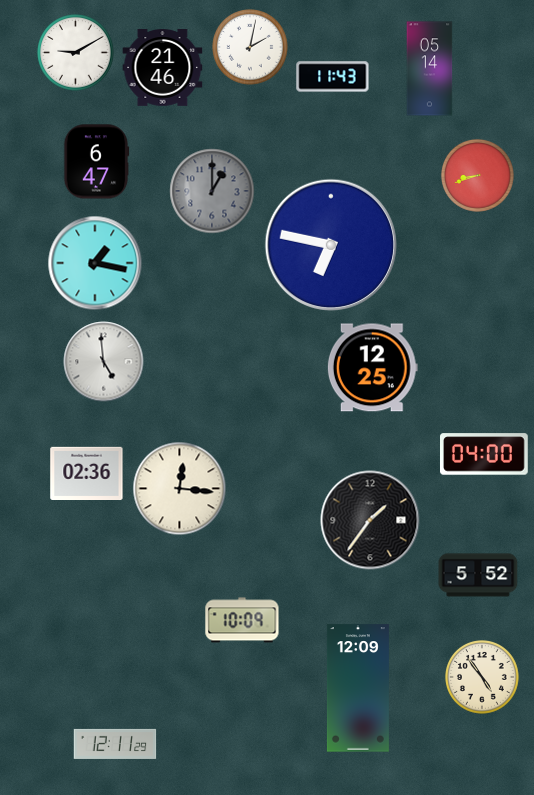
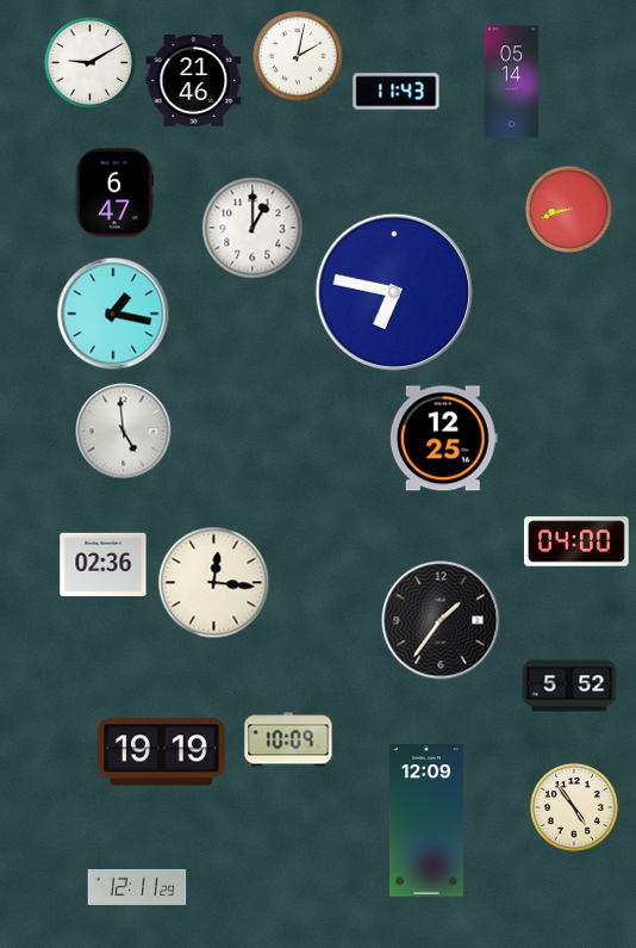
clock at (212, 191) dial: grey -> white
clock at (162, 752): none -> 19:19
